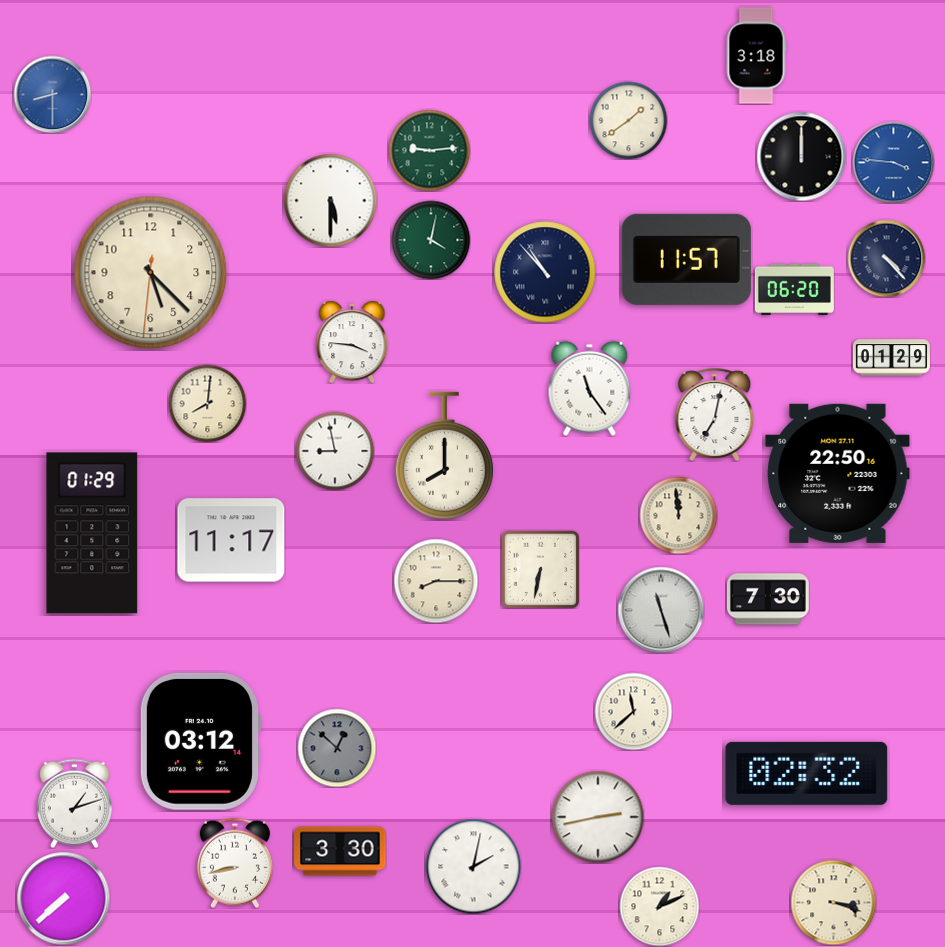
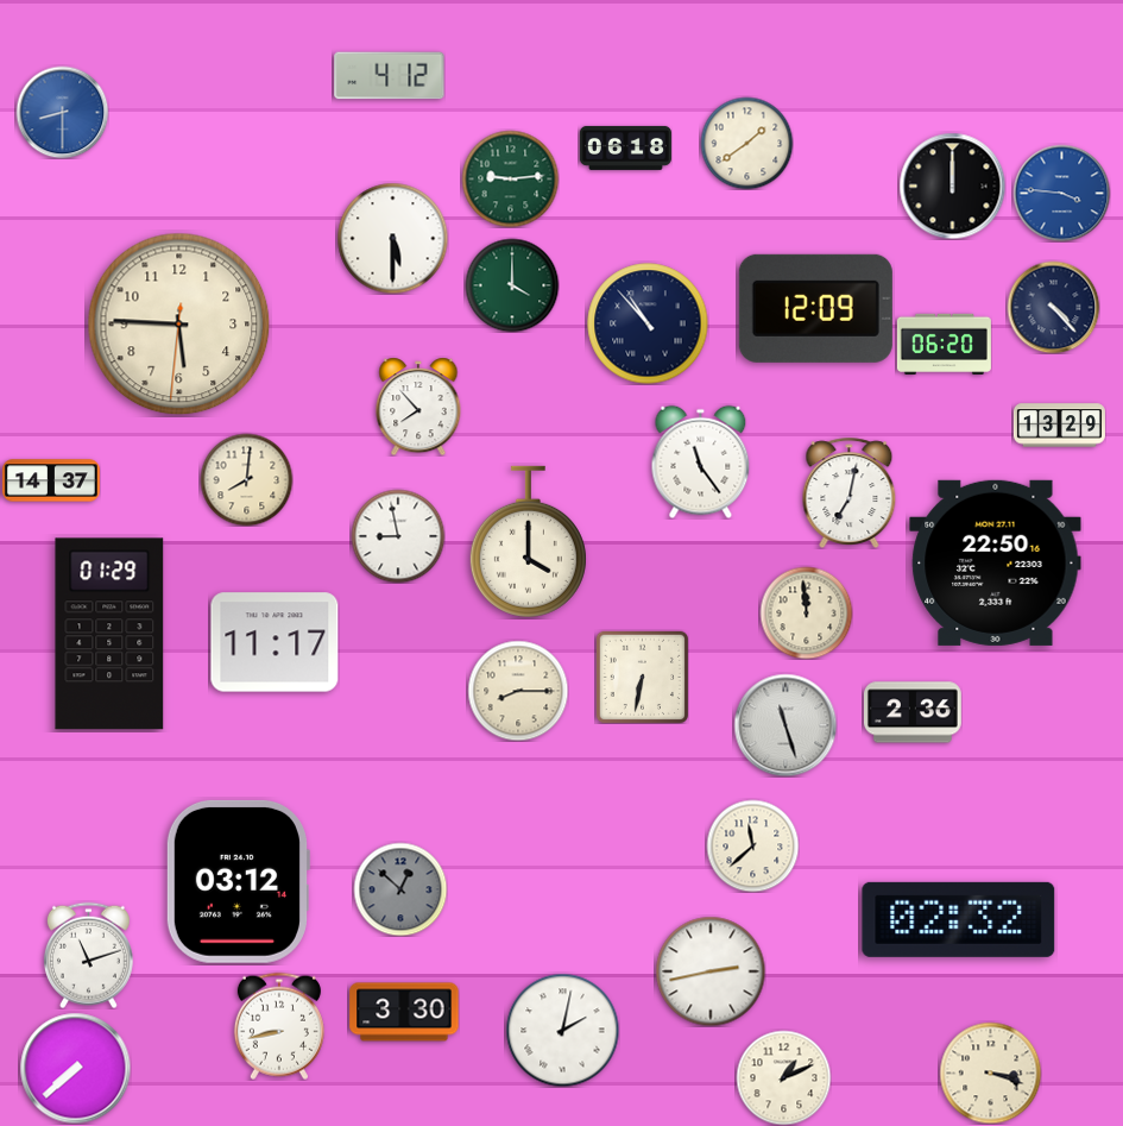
clock at (756, 56): 3:18 -> none
clock at (390, 76): none -> 4:12
clock at (625, 147): none -> 06:18
clock at (431, 240): 4:02 -> 4:00
clock at (686, 259): 11:57 -> 12:09
clock at (151, 273): 5:22 -> 5:45
clock at (352, 342): 3:46 -> 7:53
clock at (891, 358): 01:29 -> 13:29
clock at (51, 480): none -> 14:37
clock at (444, 456): 8:00 -> 4:00
clock at (768, 599): 7:30 -> 2:36
clock at (74, 803): 1:12 -> 11:12
